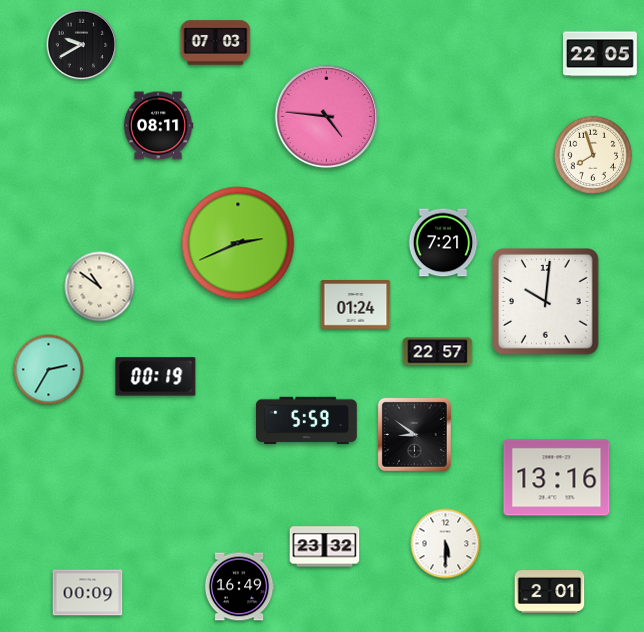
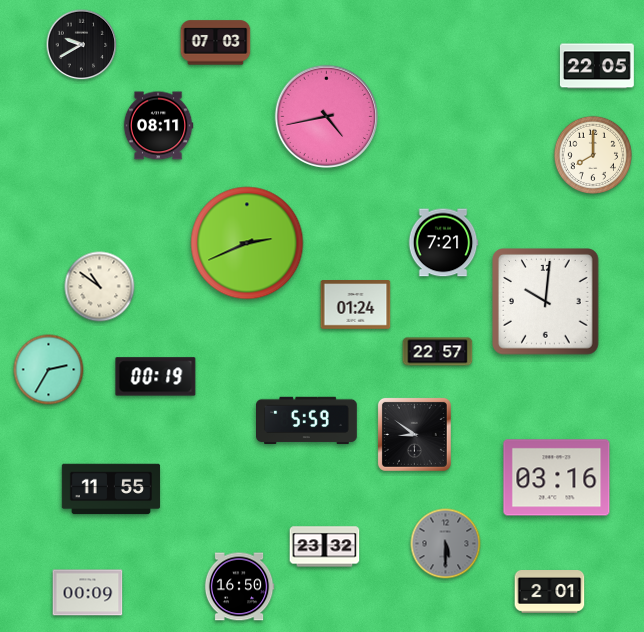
clock at (600, 54) position: (600, 54) -> (597, 66)
clock at (326, 116): 4:46 -> 4:43
clock at (592, 154): 7:57 -> 8:00
clock at (238, 243) position: (238, 243) -> (247, 243)
clock at (557, 478): 13:16 -> 03:16
clock at (111, 489): none -> 11:55
clock at (446, 544) dial: white -> grey
clock at (239, 587): 16:49 -> 16:50
